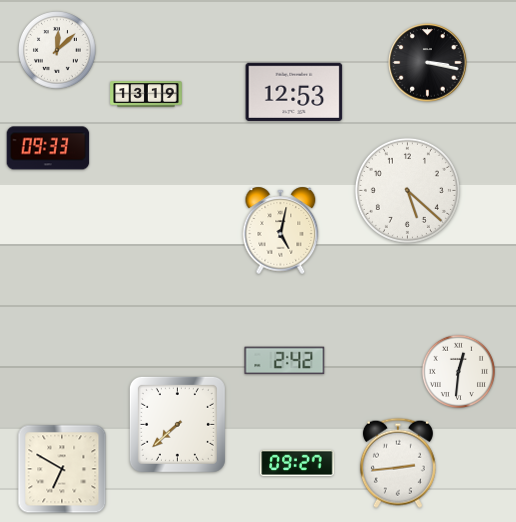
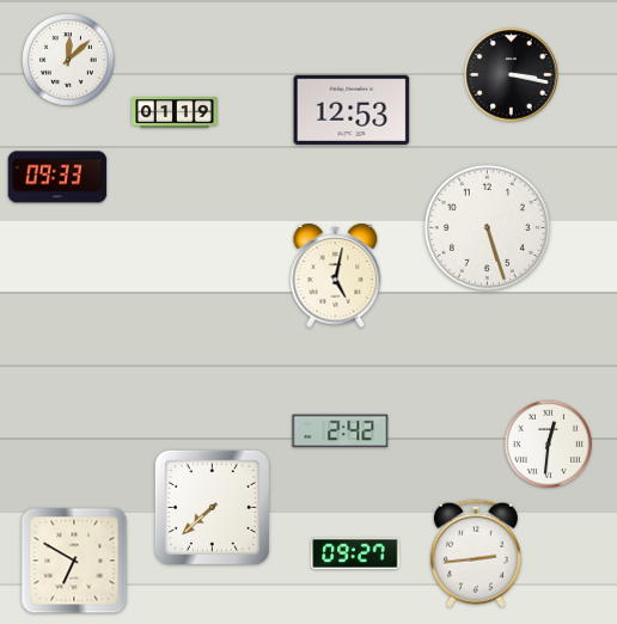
clock at (146, 94): 13:19 -> 01:19
clock at (407, 190): 5:22 -> 5:27
